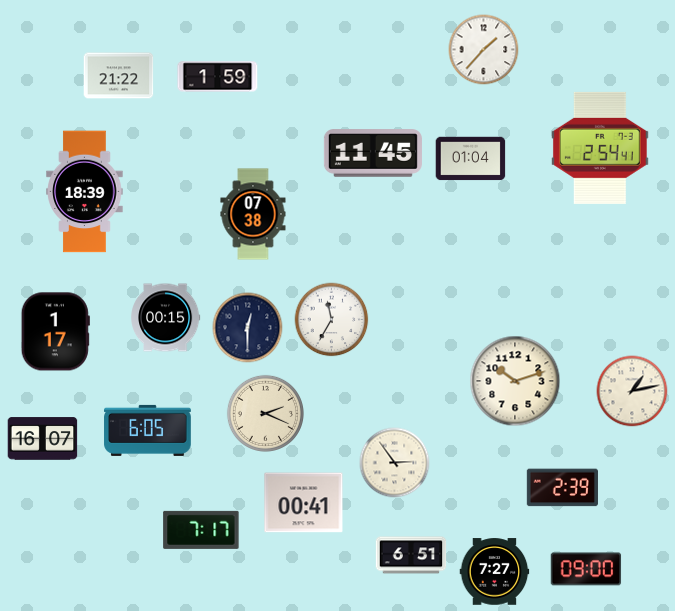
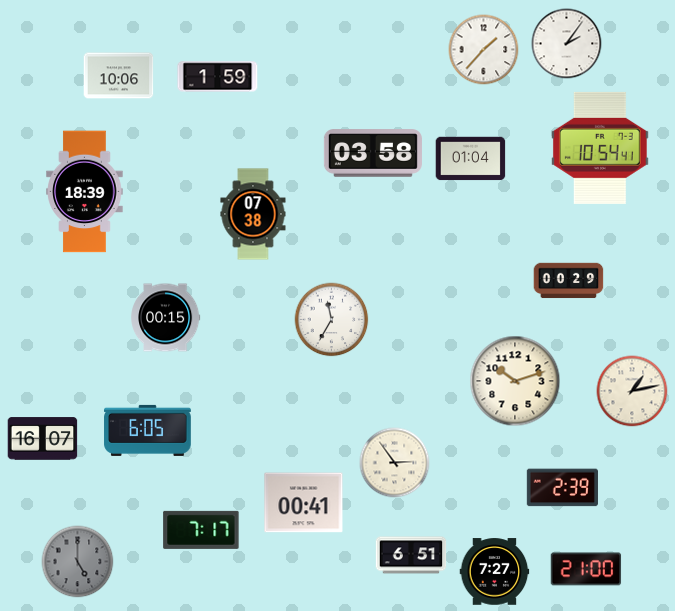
clock at (567, 44): none -> 2:06
clock at (119, 76): 21:22 -> 10:06
clock at (600, 148): 2:54 -> 10:54
clock at (373, 153): 11:45 -> 03:58
clock at (569, 281): none -> 00:29
clock at (248, 328): 12:30 -> none
clock at (55, 332): 1:17 -> none
clock at (265, 413): 2:19 -> none
clock at (78, 562): none -> 5:00
clock at (586, 569): 09:00 -> 21:00
